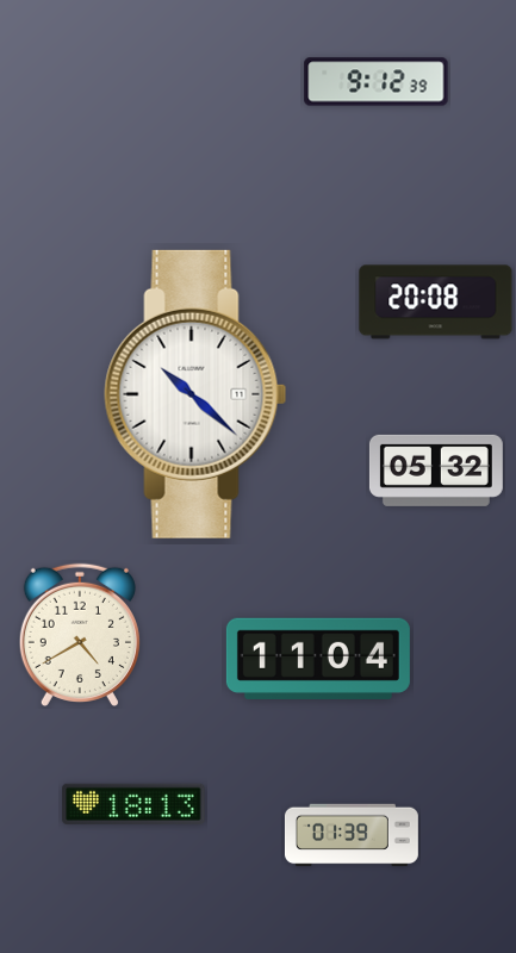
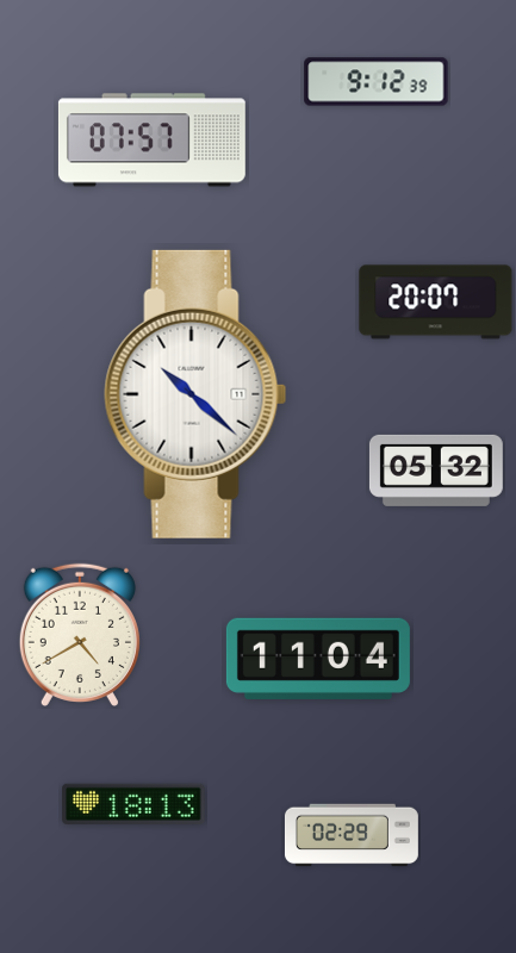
clock at (151, 141): none -> 07:57
clock at (436, 303): 20:08 -> 20:07
clock at (352, 835): 01:39 -> 02:29
